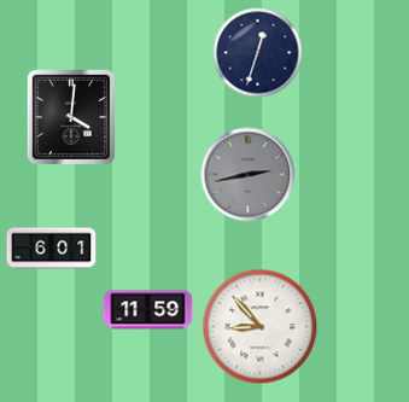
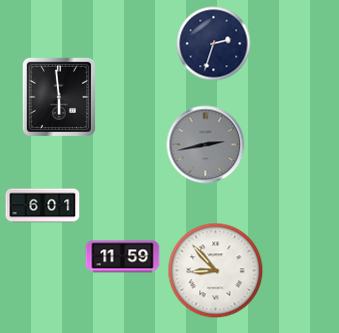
clock at (258, 53): 12:33 -> 2:33
clock at (70, 116): 4:01 -> 5:59
